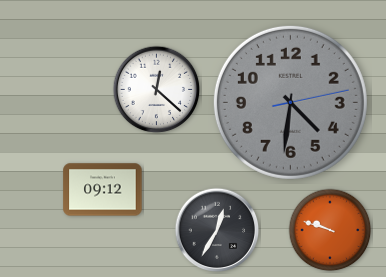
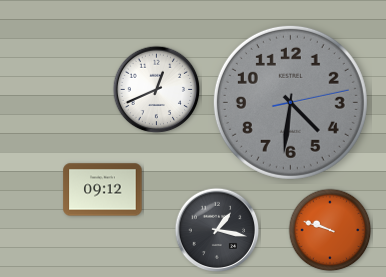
clock at (157, 90): 12:22 -> 12:41
clock at (217, 230): 12:35 -> 1:17
